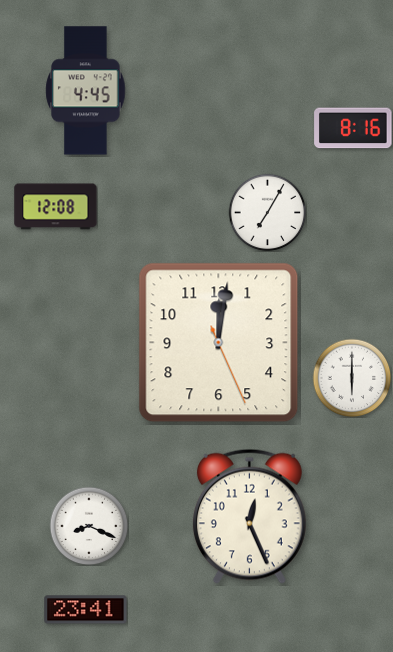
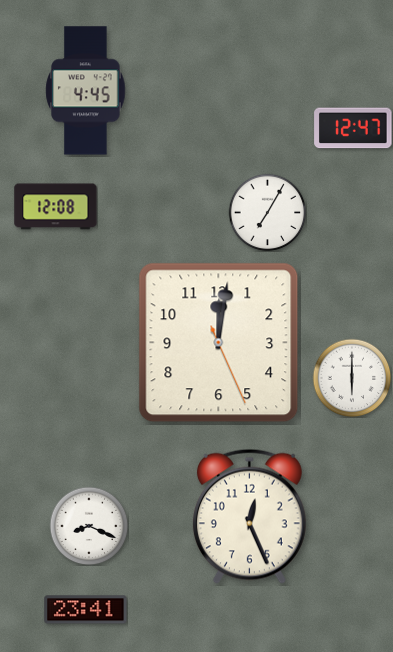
clock at (353, 128): 8:16 -> 12:47
